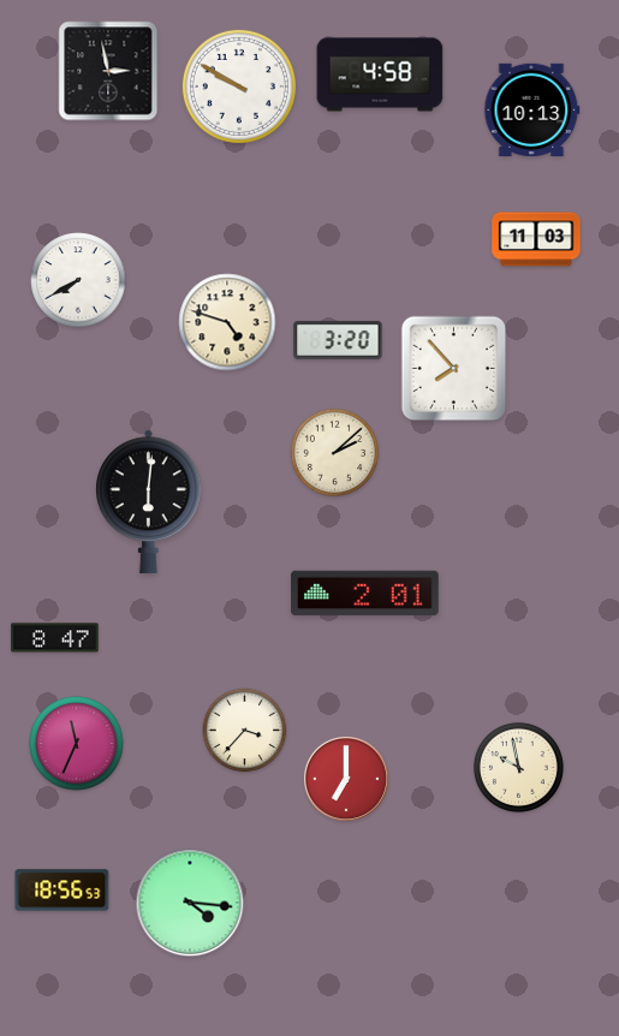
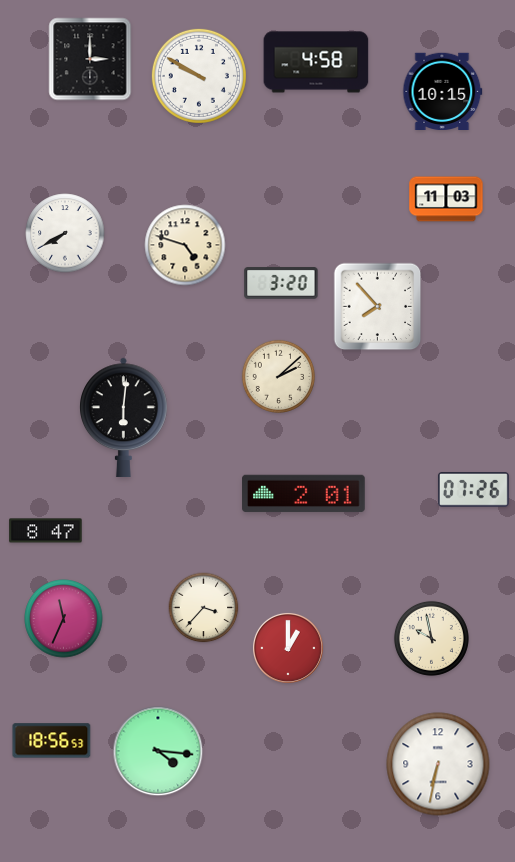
clock at (108, 71): 2:58 -> 3:00
clock at (239, 87) position: (239, 87) -> (199, 76)
clock at (532, 109): 10:13 -> 10:15
clock at (227, 322) position: (227, 322) -> (185, 245)
clock at (473, 490): none -> 07:26
clock at (346, 779): 7:00 -> 1:00
clock at (438, 764): none -> 6:32
